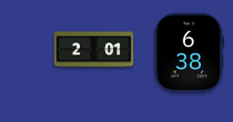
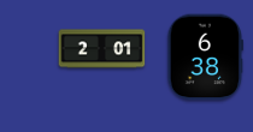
clock at (94, 50) position: (94, 50) -> (102, 49)
